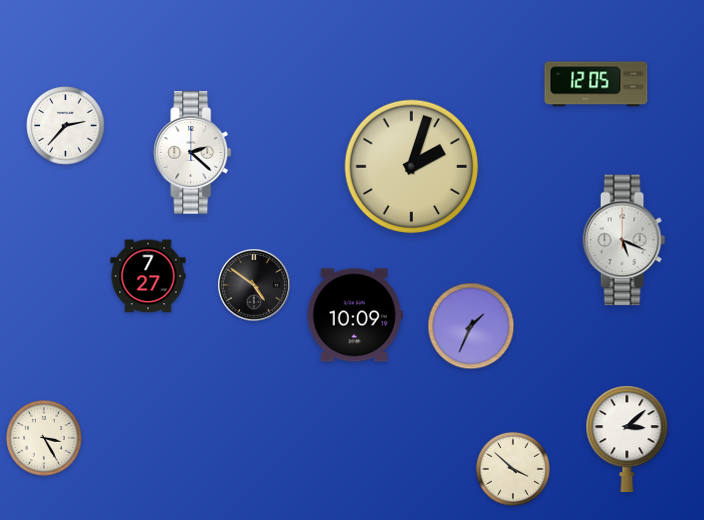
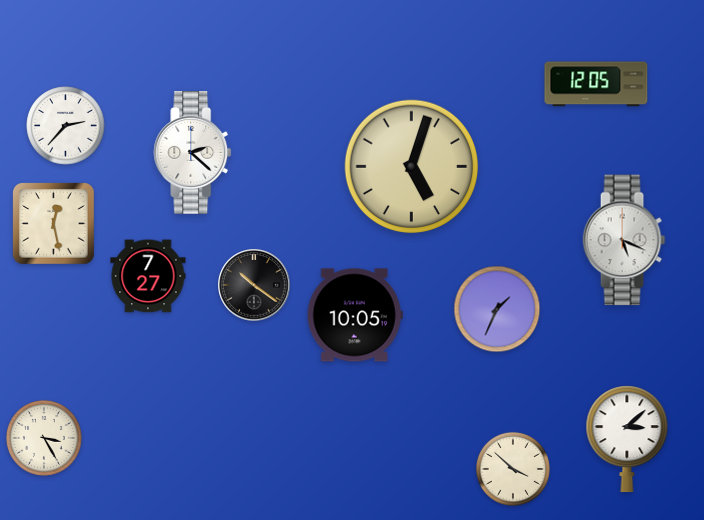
clock at (412, 167): 2:03 -> 5:03
clock at (54, 224): none -> 12:28
clock at (255, 286): 4:51 -> 10:21
clock at (355, 315): 10:09 -> 10:05
clock at (471, 326) position: (471, 326) -> (497, 309)
